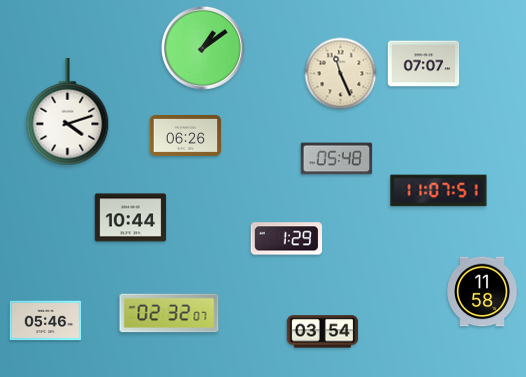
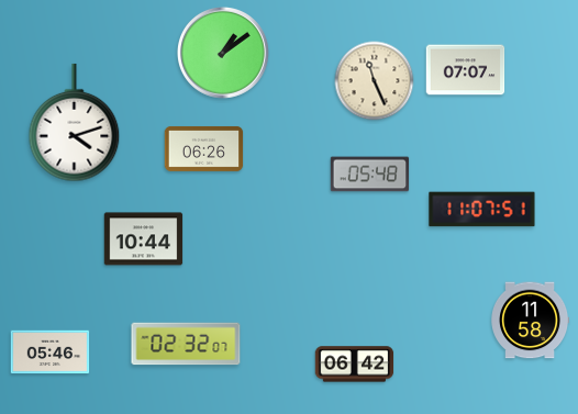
clock at (287, 239): 1:29 -> none
clock at (323, 332): 03:54 -> 06:42
